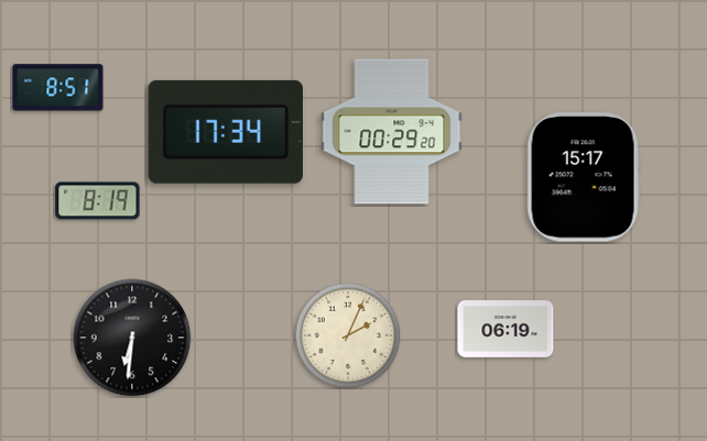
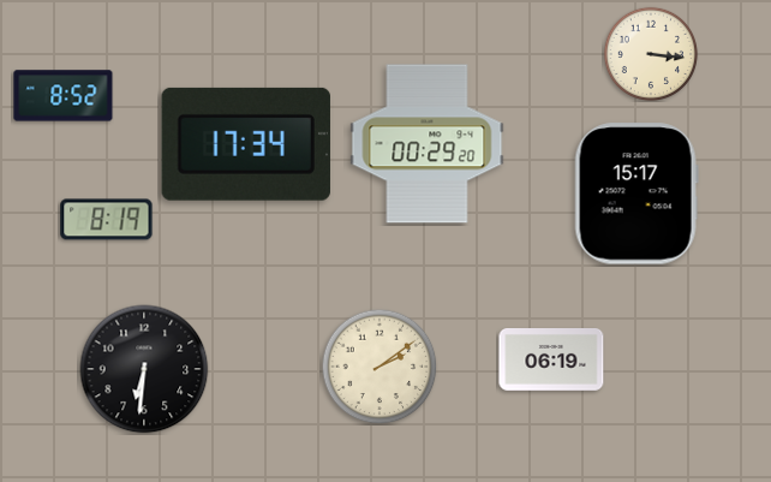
clock at (650, 53): none -> 3:16
clock at (58, 88): 8:51 -> 8:52
clock at (348, 335): 2:04 -> 2:09
